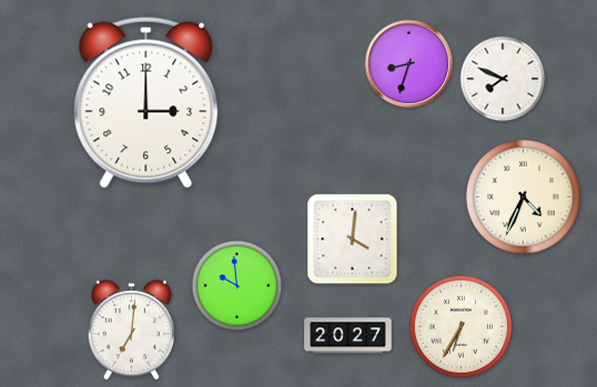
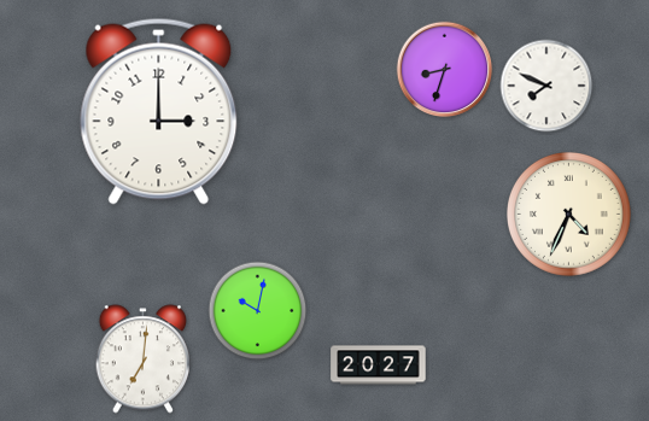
clock at (353, 240): 4:01 -> none
clock at (237, 286): 9:59 -> 10:02
clock at (461, 326): 6:35 -> none
